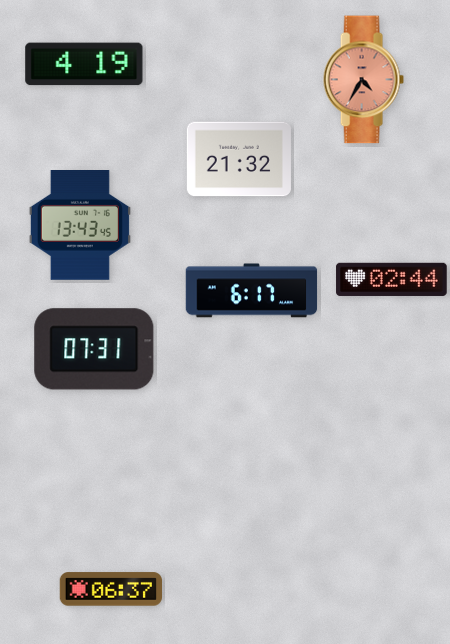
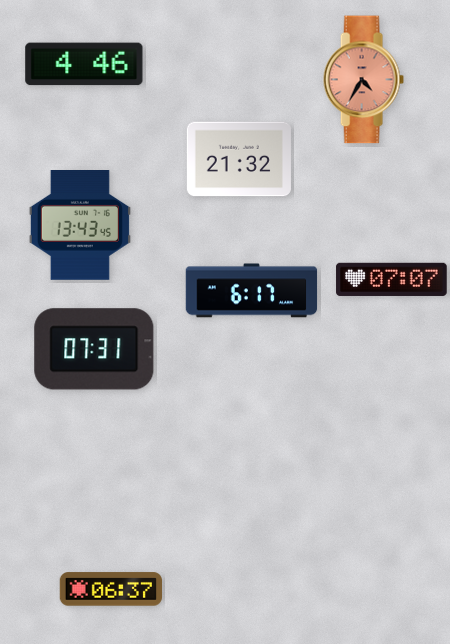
clock at (84, 64): 4:19 -> 4:46
clock at (392, 279): 02:44 -> 07:07
